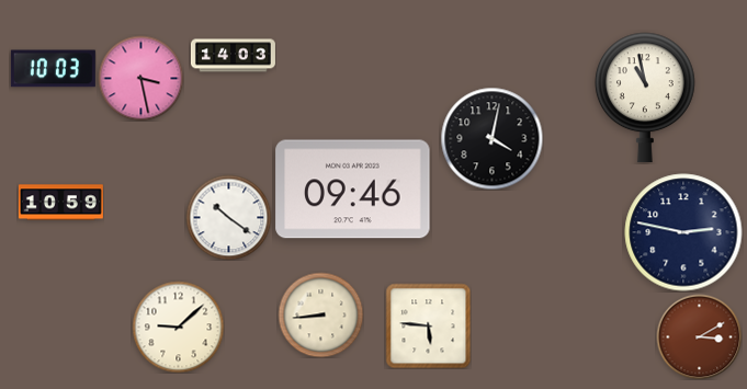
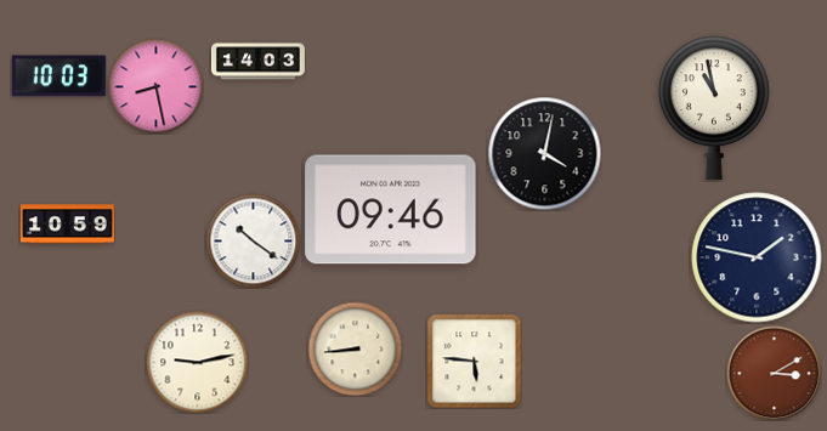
clock at (140, 78): 3:28 -> 8:28
clock at (683, 232): 2:47 -> 1:47
clock at (178, 327): 9:08 -> 9:13
